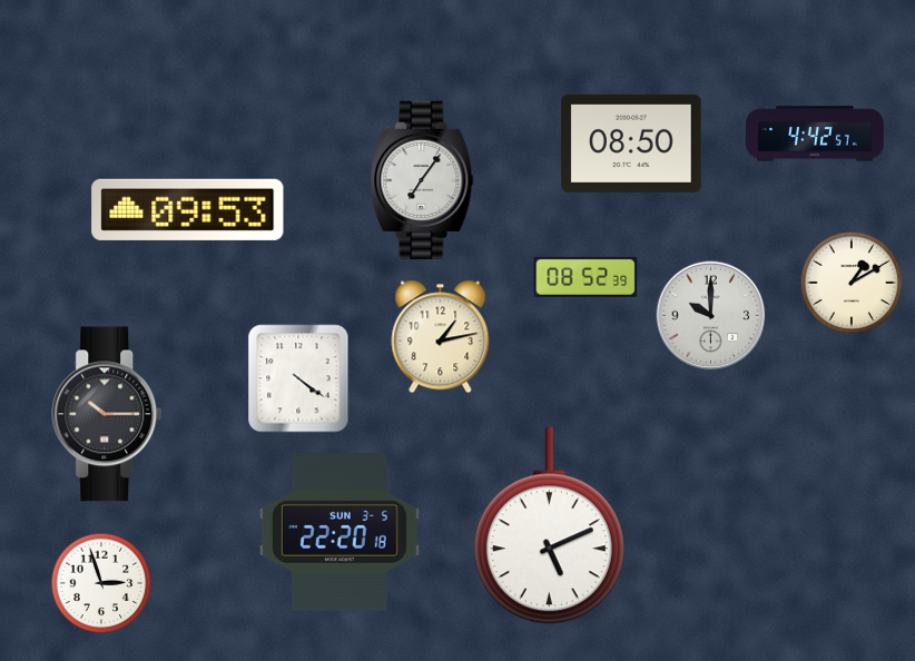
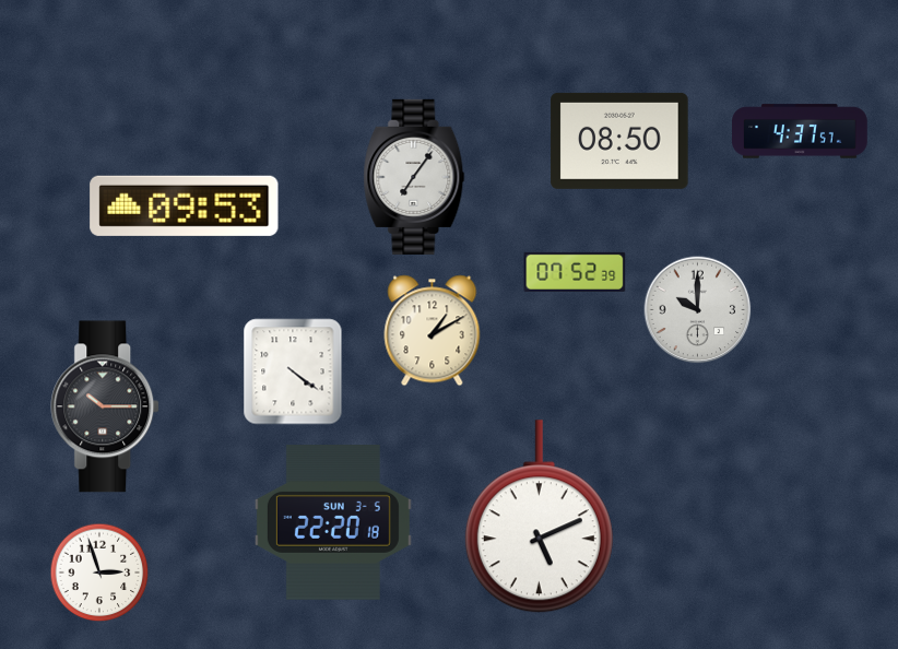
clock at (816, 134): 4:42 -> 4:37
clock at (586, 277): 08:52 -> 07:52
clock at (852, 283): 1:10 -> none
clock at (441, 337): 1:13 -> 1:10
